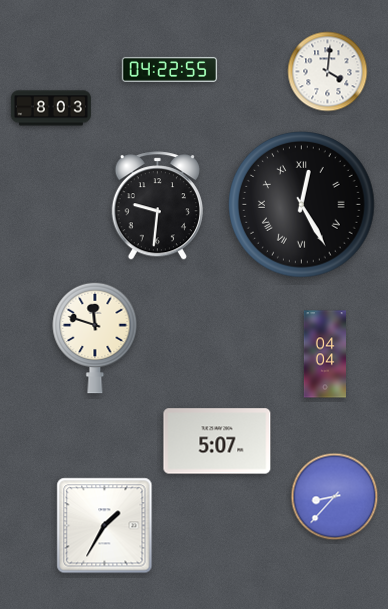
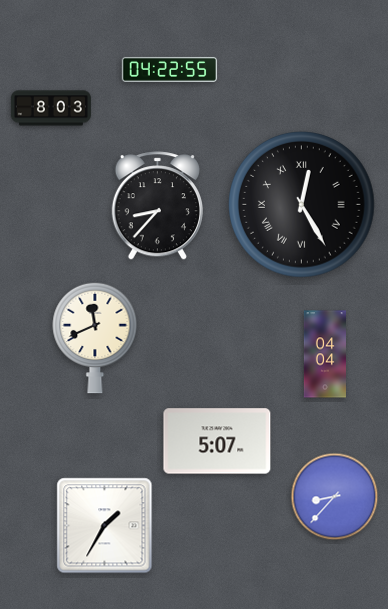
clock at (328, 72): 4:01 -> none
clock at (157, 206): 9:31 -> 8:37
clock at (95, 338): 11:48 -> 11:41
